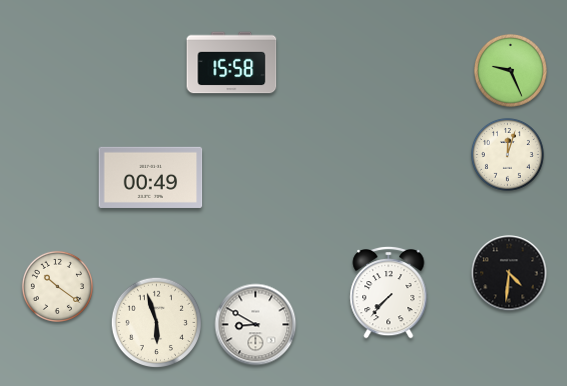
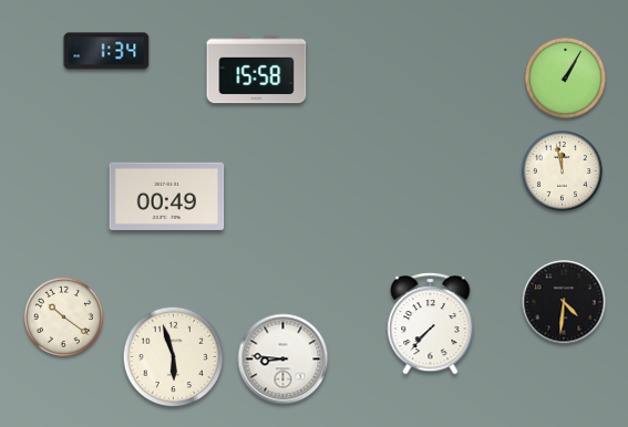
clock at (106, 51): none -> 1:34
clock at (510, 70): 9:26 -> 1:05
clock at (507, 154): 12:03 -> 11:58
clock at (256, 325): 8:50 -> 8:46
